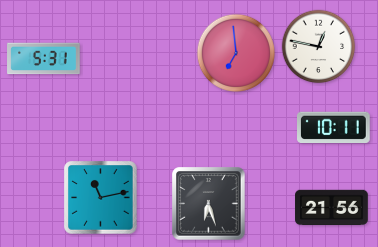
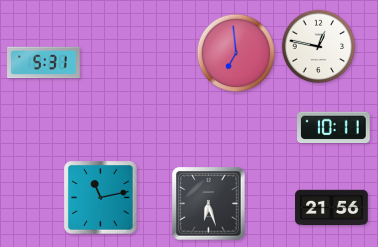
clock at (44, 59) position: (44, 59) -> (44, 63)
